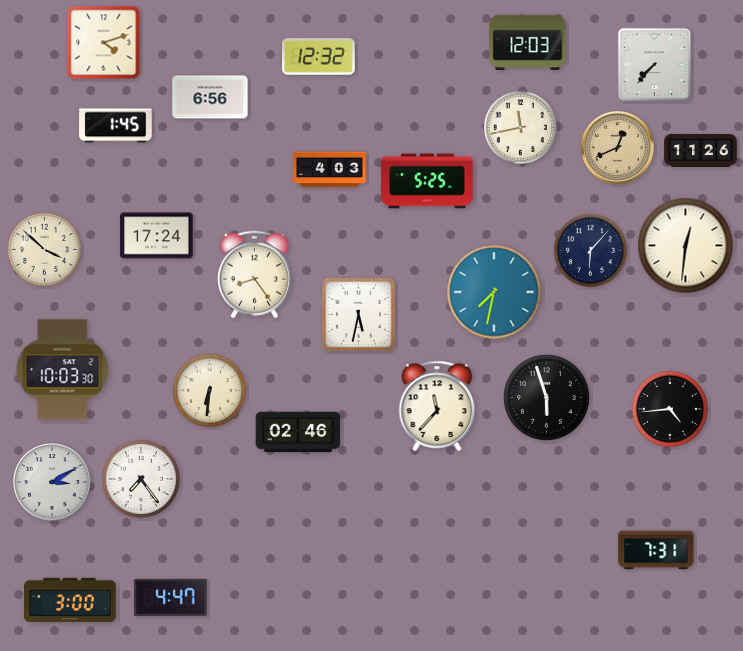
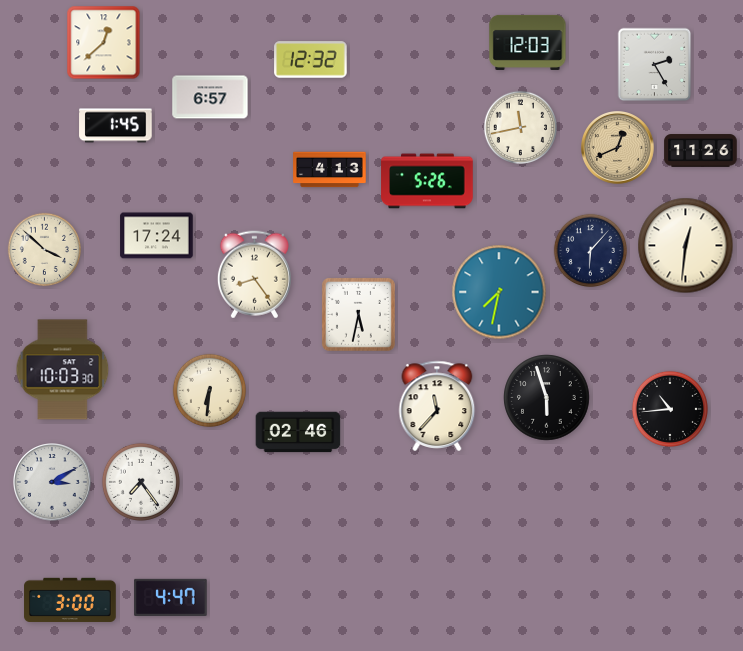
clock at (104, 43): 4:12 -> 12:38
clock at (319, 57) position: (319, 57) -> (311, 60)
clock at (655, 65): 7:37 -> 2:25
clock at (210, 97): 6:56 -> 6:57
clock at (330, 170): 4:03 -> 4:13
clock at (427, 181): 5:25 -> 5:26
clock at (494, 292) position: (494, 292) -> (499, 292)
clock at (670, 409): 4:44 -> 10:44
clock at (141, 479) position: (141, 479) -> (141, 482)
clock at (656, 550): 7:31 -> none
